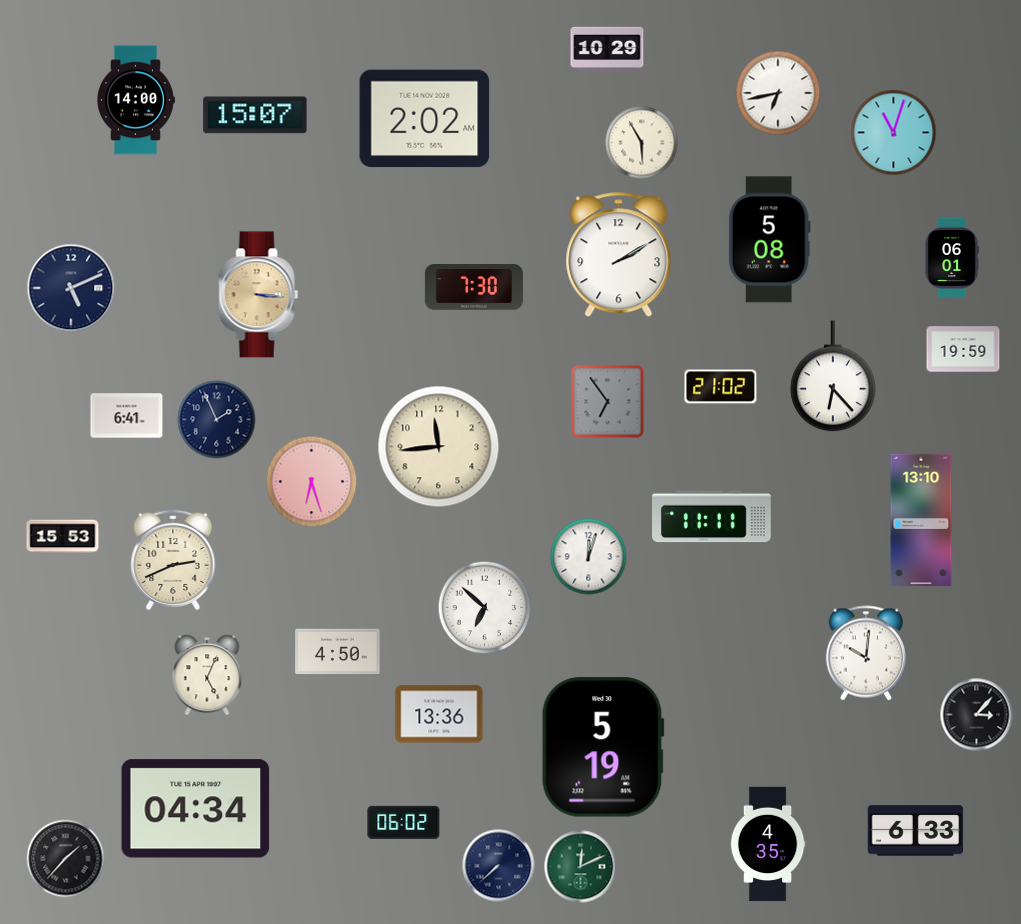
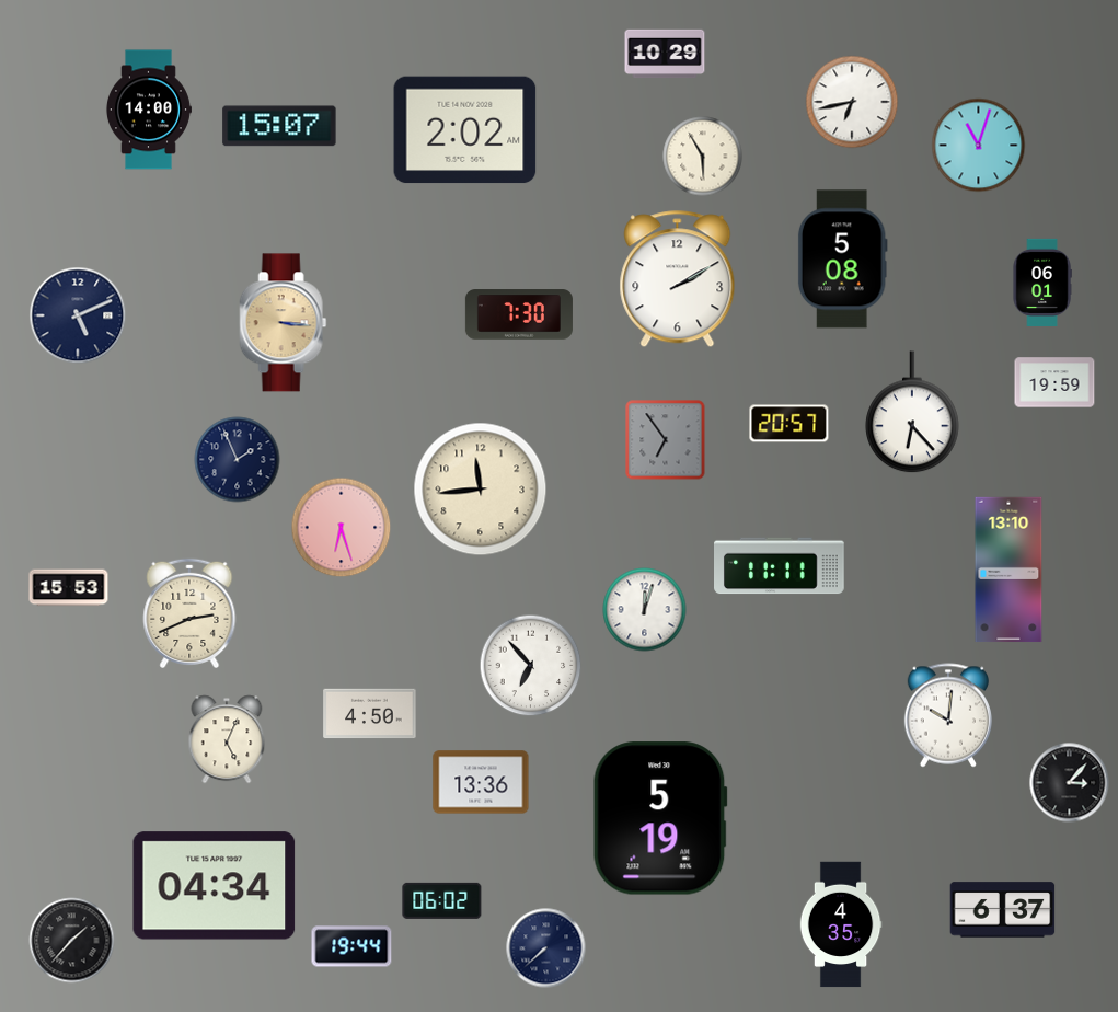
clock at (769, 240) position: (769, 240) -> (842, 260)
clock at (721, 387): 21:02 -> 20:57
clock at (127, 416): 6:41 -> none
clock at (485, 608): 6:52 -> 6:53
clock at (916, 831): 6:33 -> 6:37
clock at (351, 946): none -> 19:44
clock at (581, 867): 12:11 -> none
